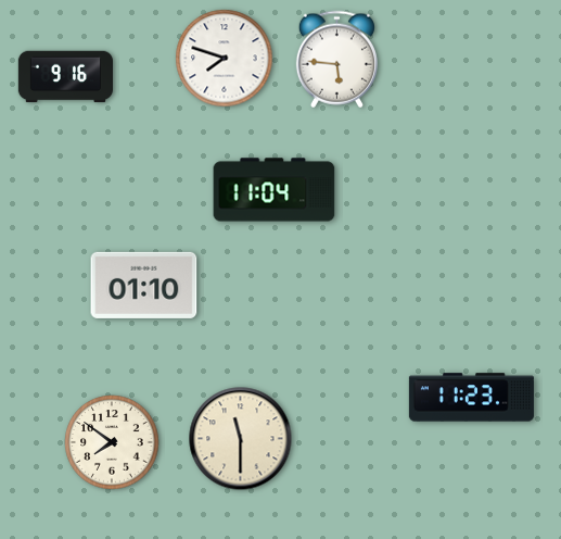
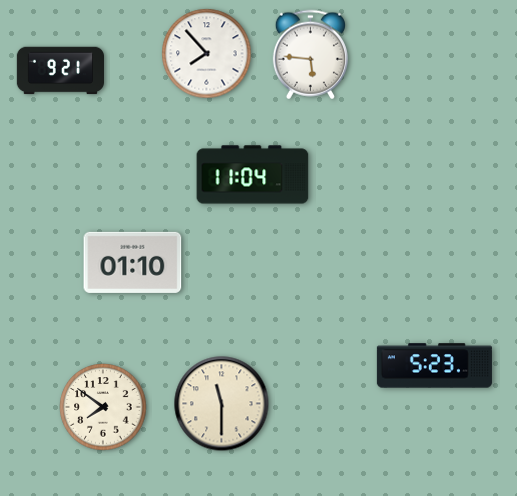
clock at (225, 59): 7:48 -> 7:53
clock at (65, 77): 9:16 -> 9:21
clock at (471, 398): 11:23 -> 5:23
